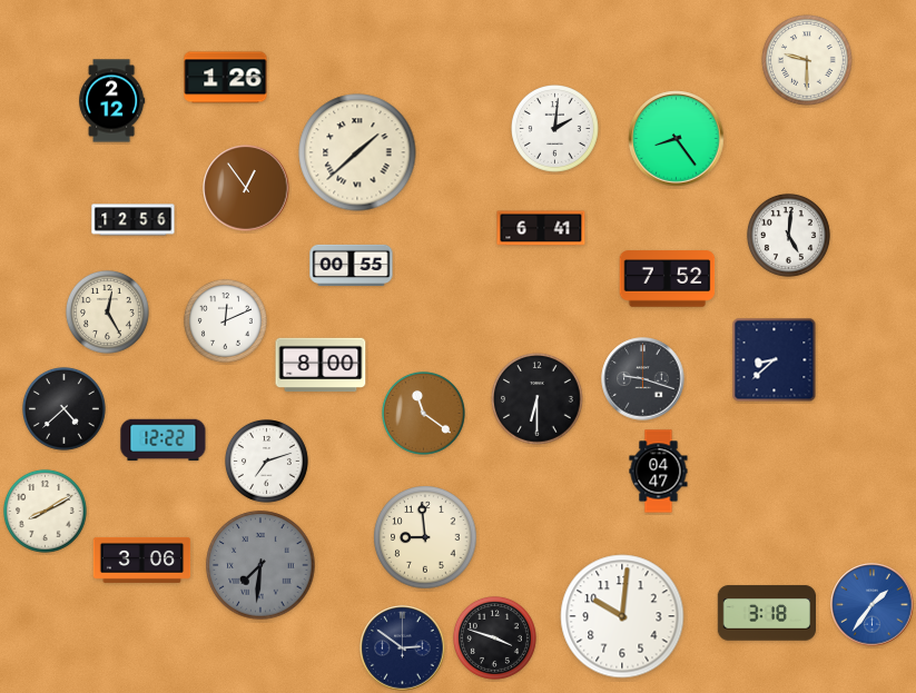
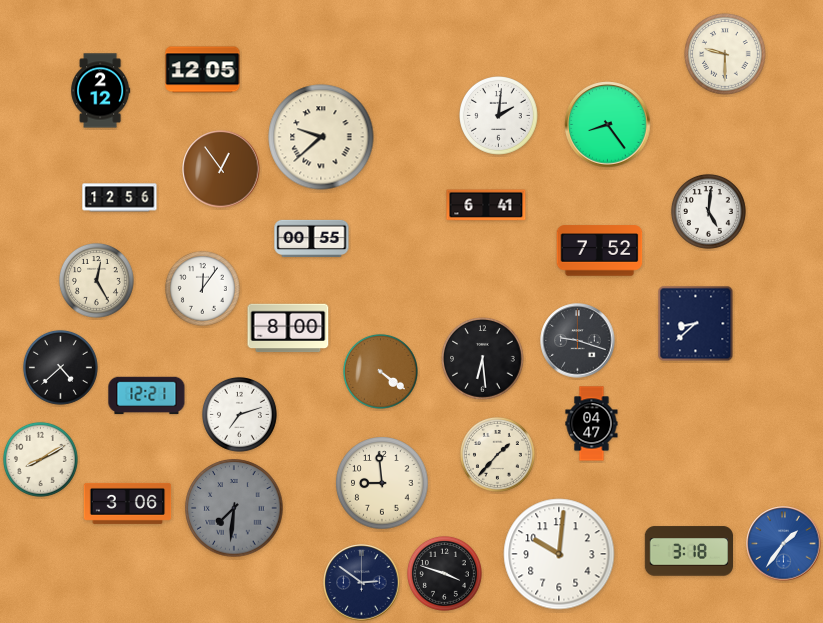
clock at (226, 78): 1:26 -> 12:05
clock at (357, 152): 1:38 -> 9:38
clock at (352, 265) position: (352, 265) -> (312, 238)
clock at (225, 320): 12:11 -> 12:06
clock at (538, 399): 6:30 -> 6:29
clock at (63, 408) position: (63, 408) -> (60, 367)
clock at (423, 413): 11:21 -> 4:21
clock at (164, 440): 12:22 -> 12:21
clock at (497, 454): none -> 1:37
